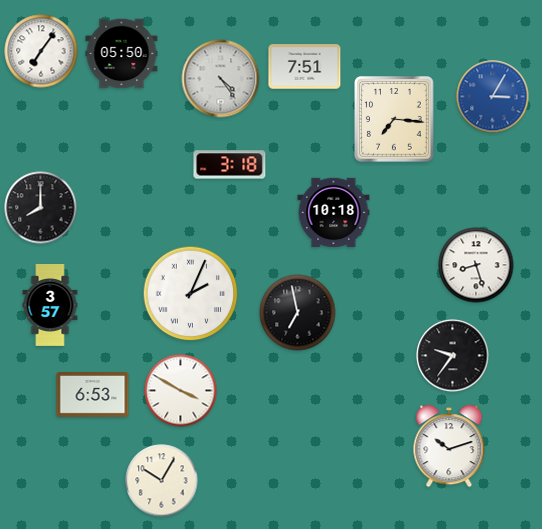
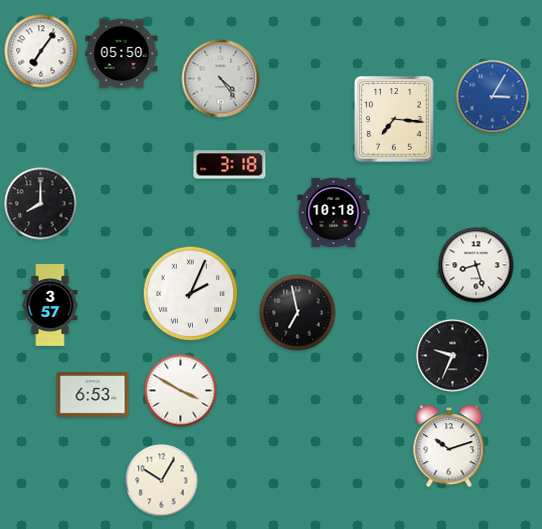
clock at (305, 67): 7:51 -> none
clock at (41, 208) position: (41, 208) -> (41, 204)
clock at (453, 356): 9:36 -> 9:34
